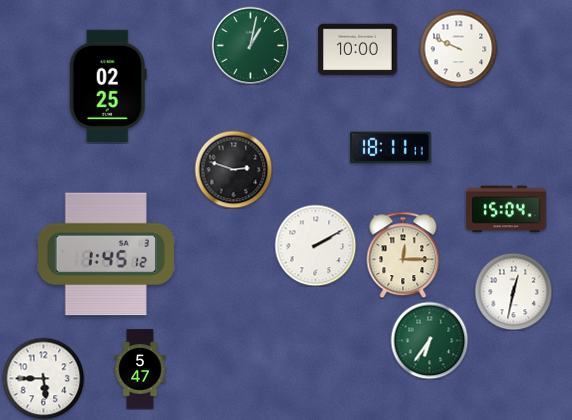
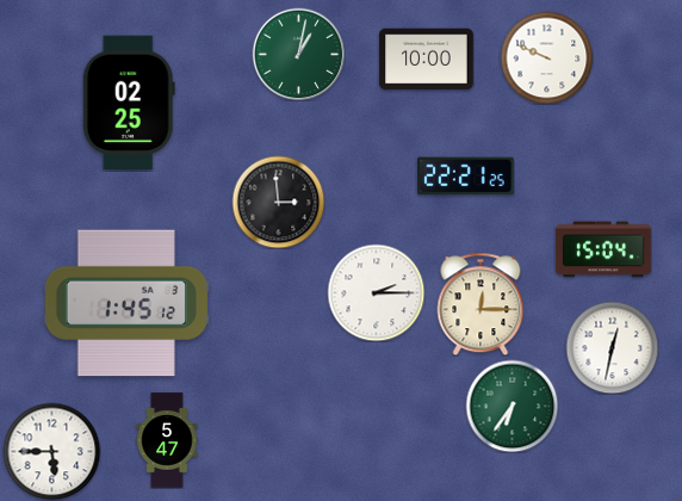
clock at (391, 148): 18:11 -> 22:21
clock at (233, 169): 2:48 -> 2:59
clock at (315, 245): 2:10 -> 2:15
